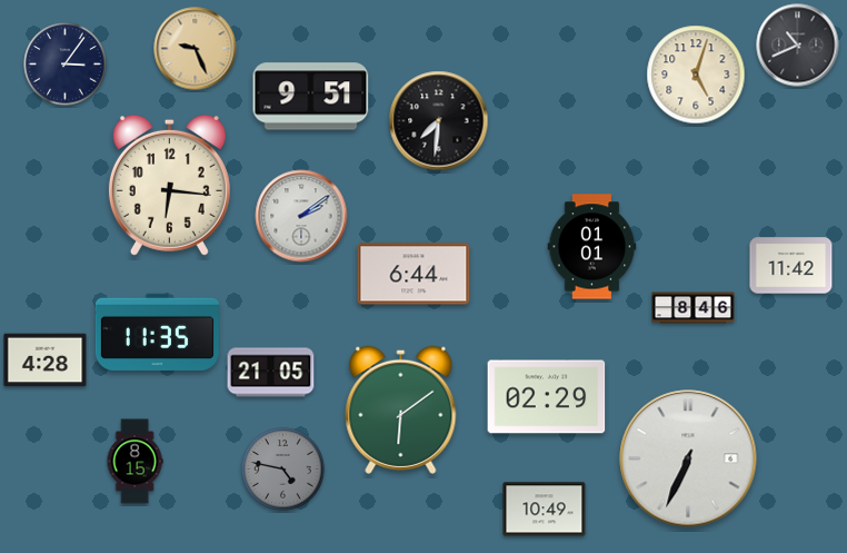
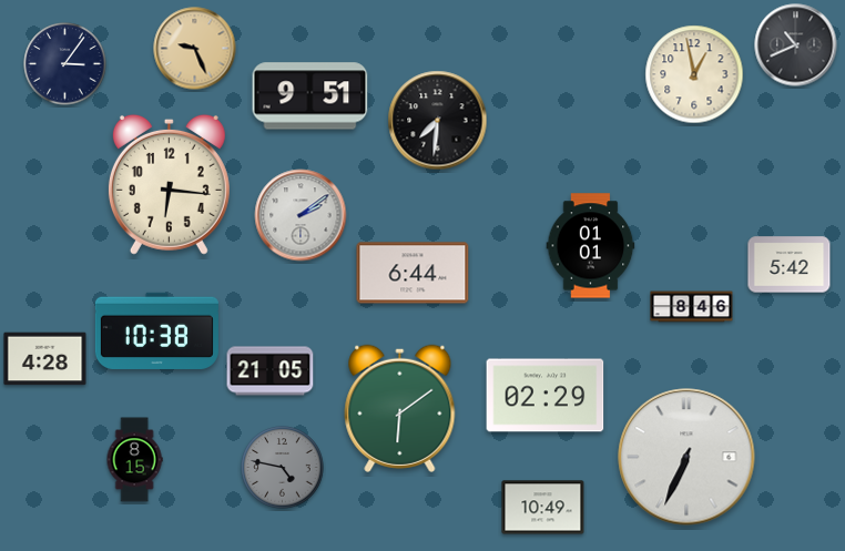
clock at (696, 75): 5:03 -> 12:58
clock at (791, 266): 11:42 -> 5:42
clock at (157, 332): 11:35 -> 10:38
